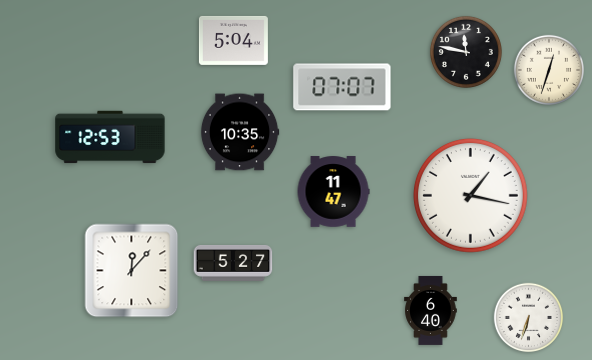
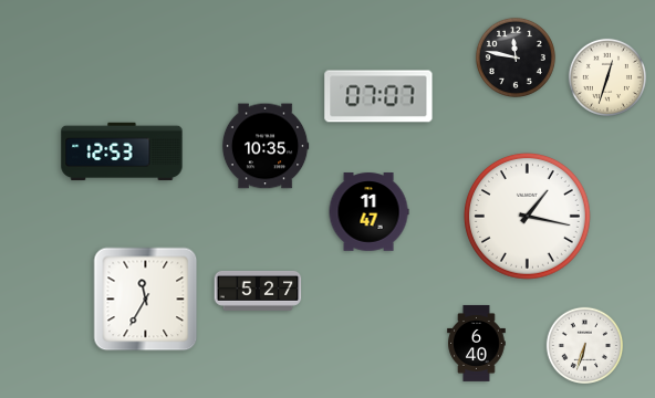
clock at (233, 40): 5:04 -> none
clock at (470, 195) position: (470, 195) -> (527, 216)
clock at (132, 271): 12:07 -> 11:35
clock at (529, 318) position: (529, 318) -> (585, 346)
